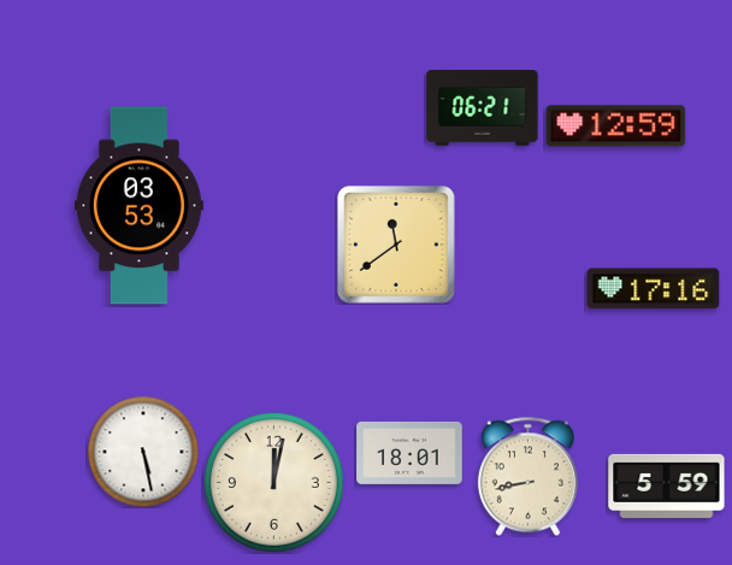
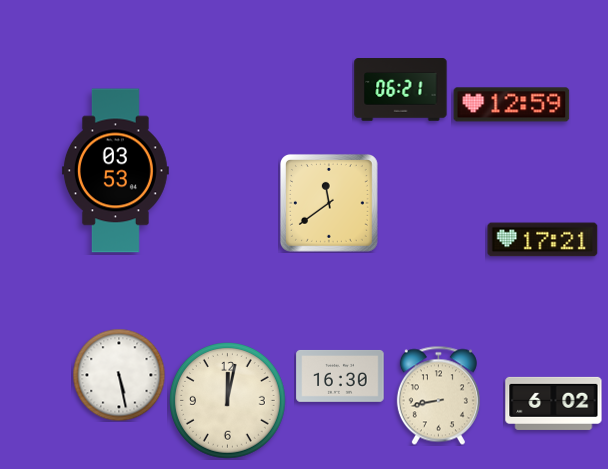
clock at (654, 289): 17:16 -> 17:21
clock at (409, 453): 18:01 -> 16:30
clock at (667, 485): 5:59 -> 6:02
